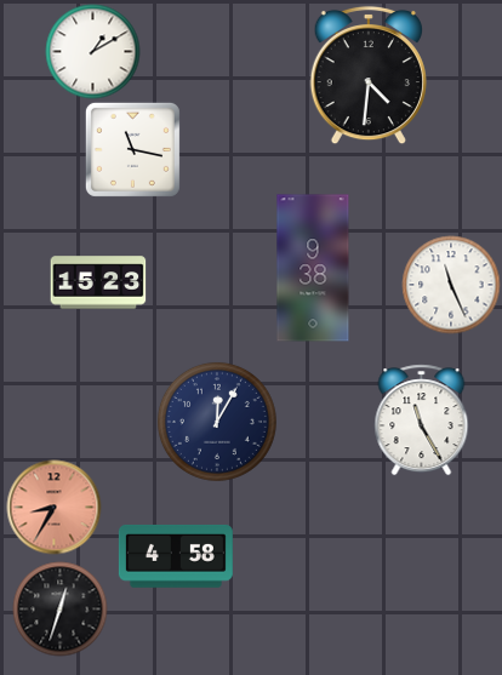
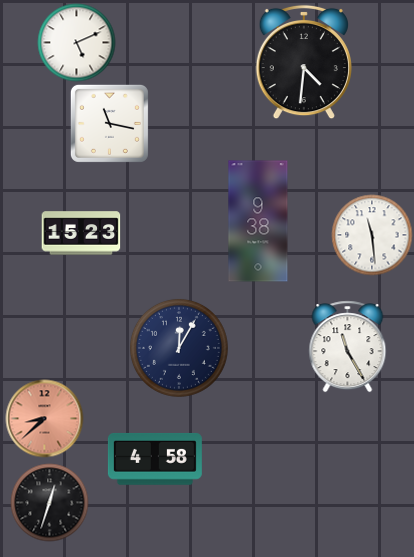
clock at (92, 51): 1:10 -> 5:11
clock at (451, 285): 11:26 -> 11:29
clock at (53, 507): 8:35 -> 8:38
clock at (176, 556) position: (176, 556) -> (155, 459)
